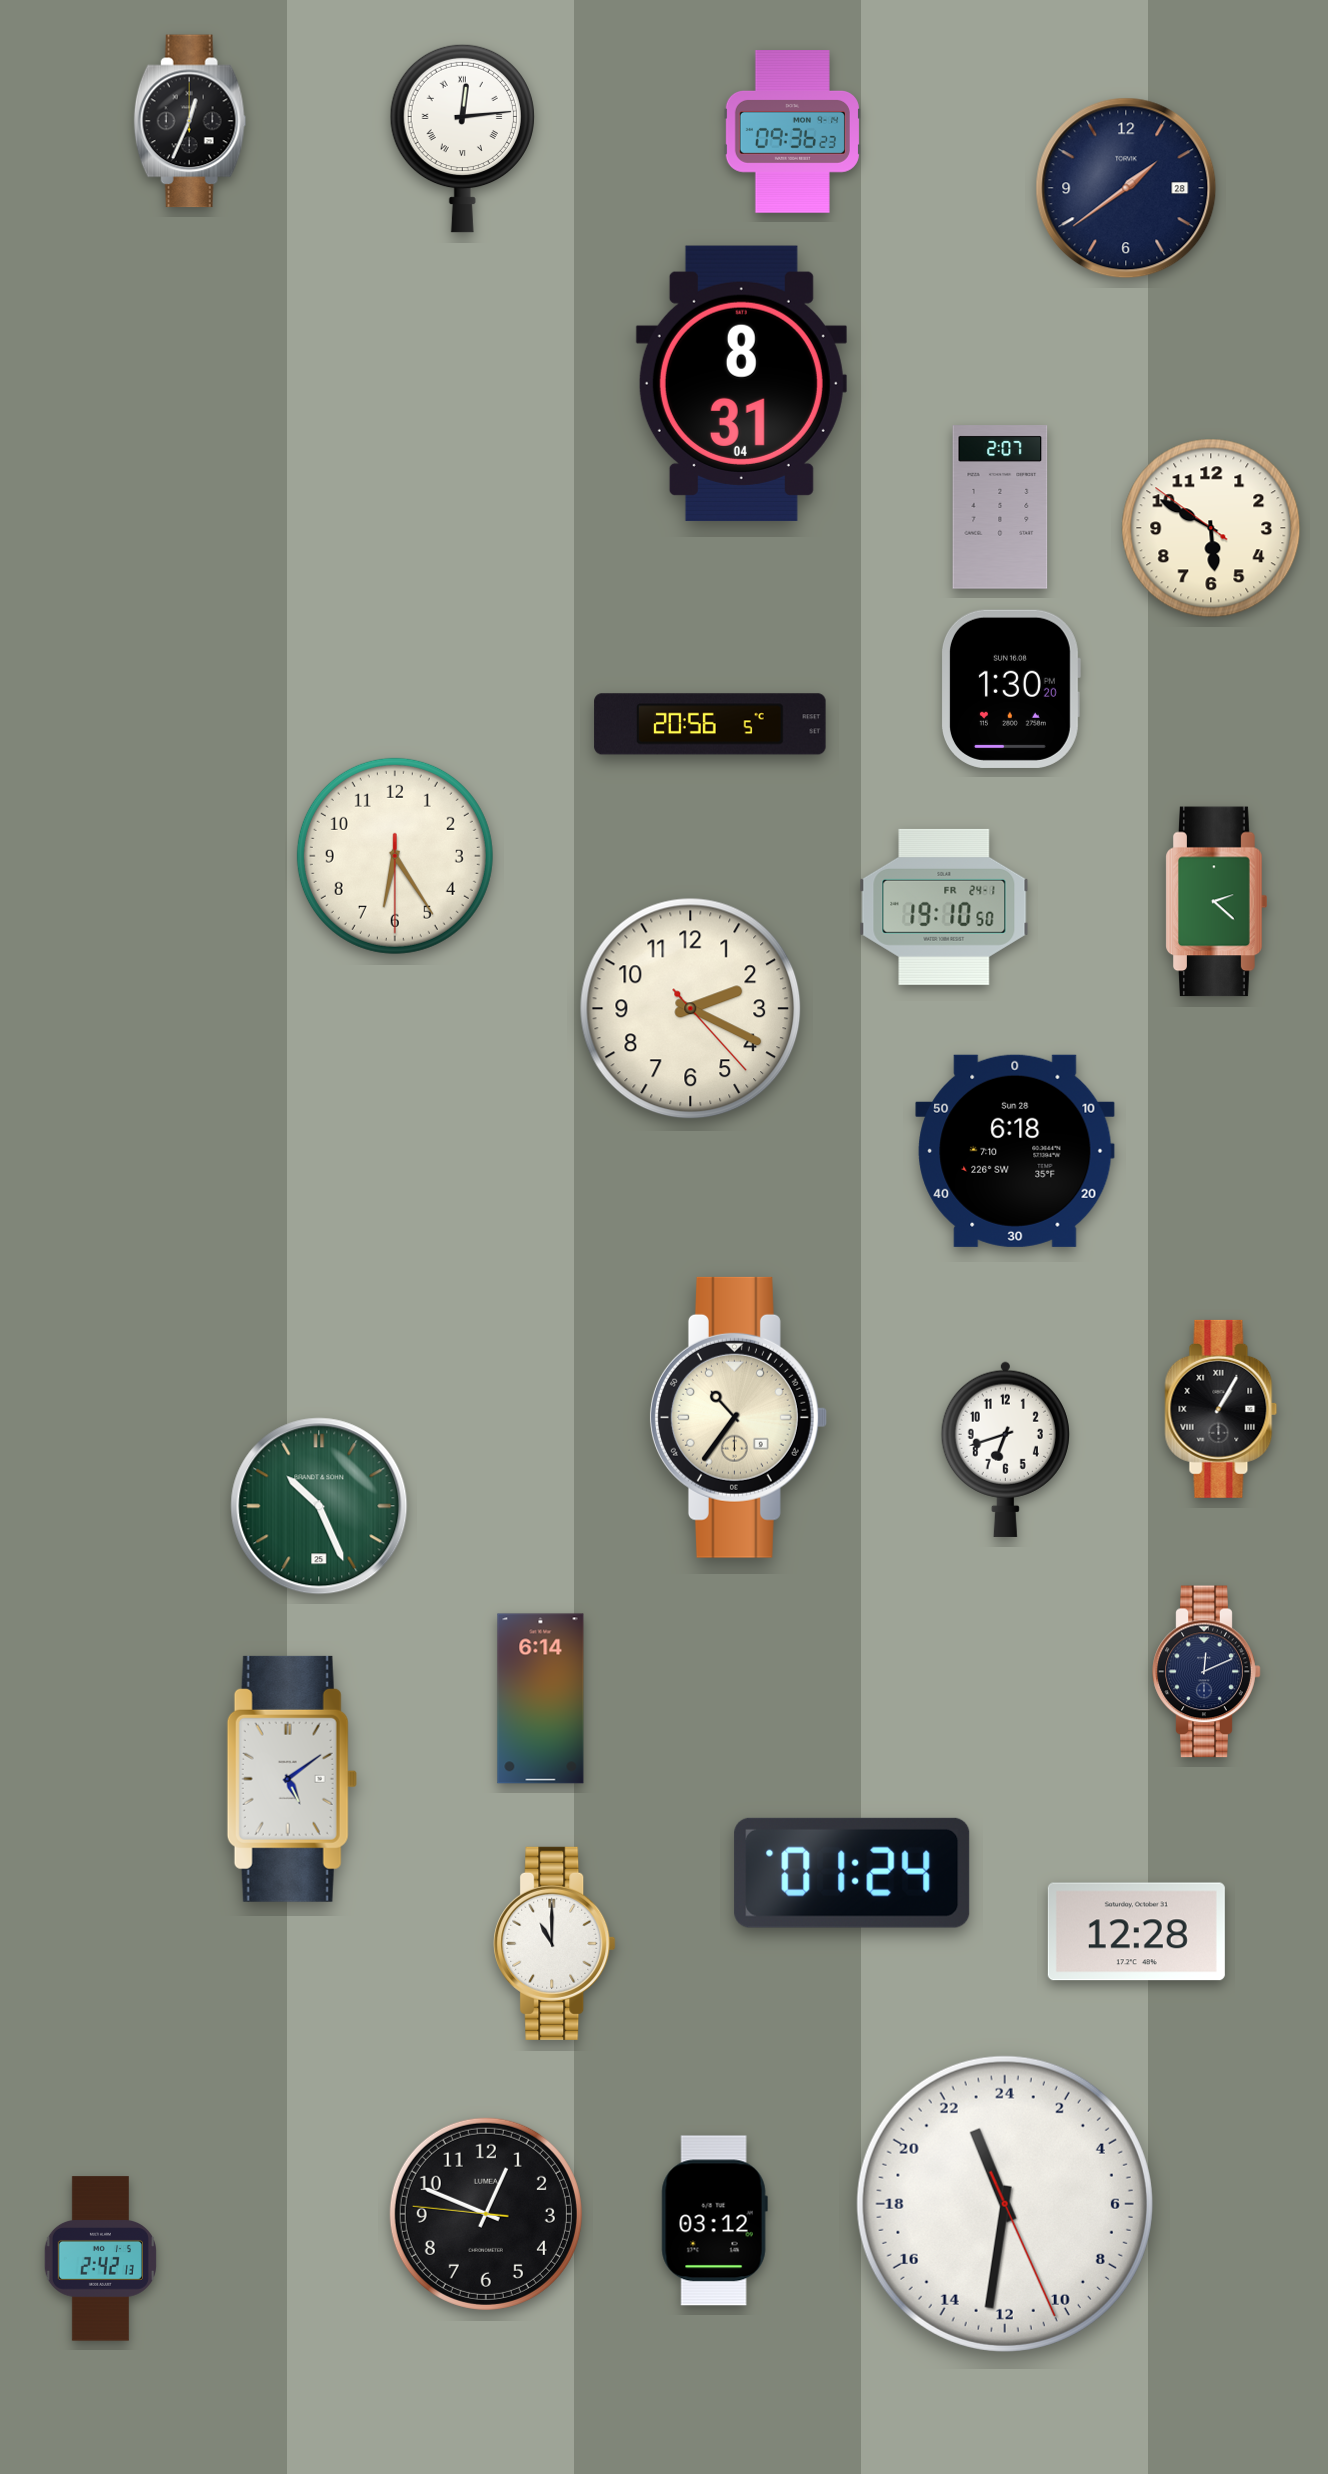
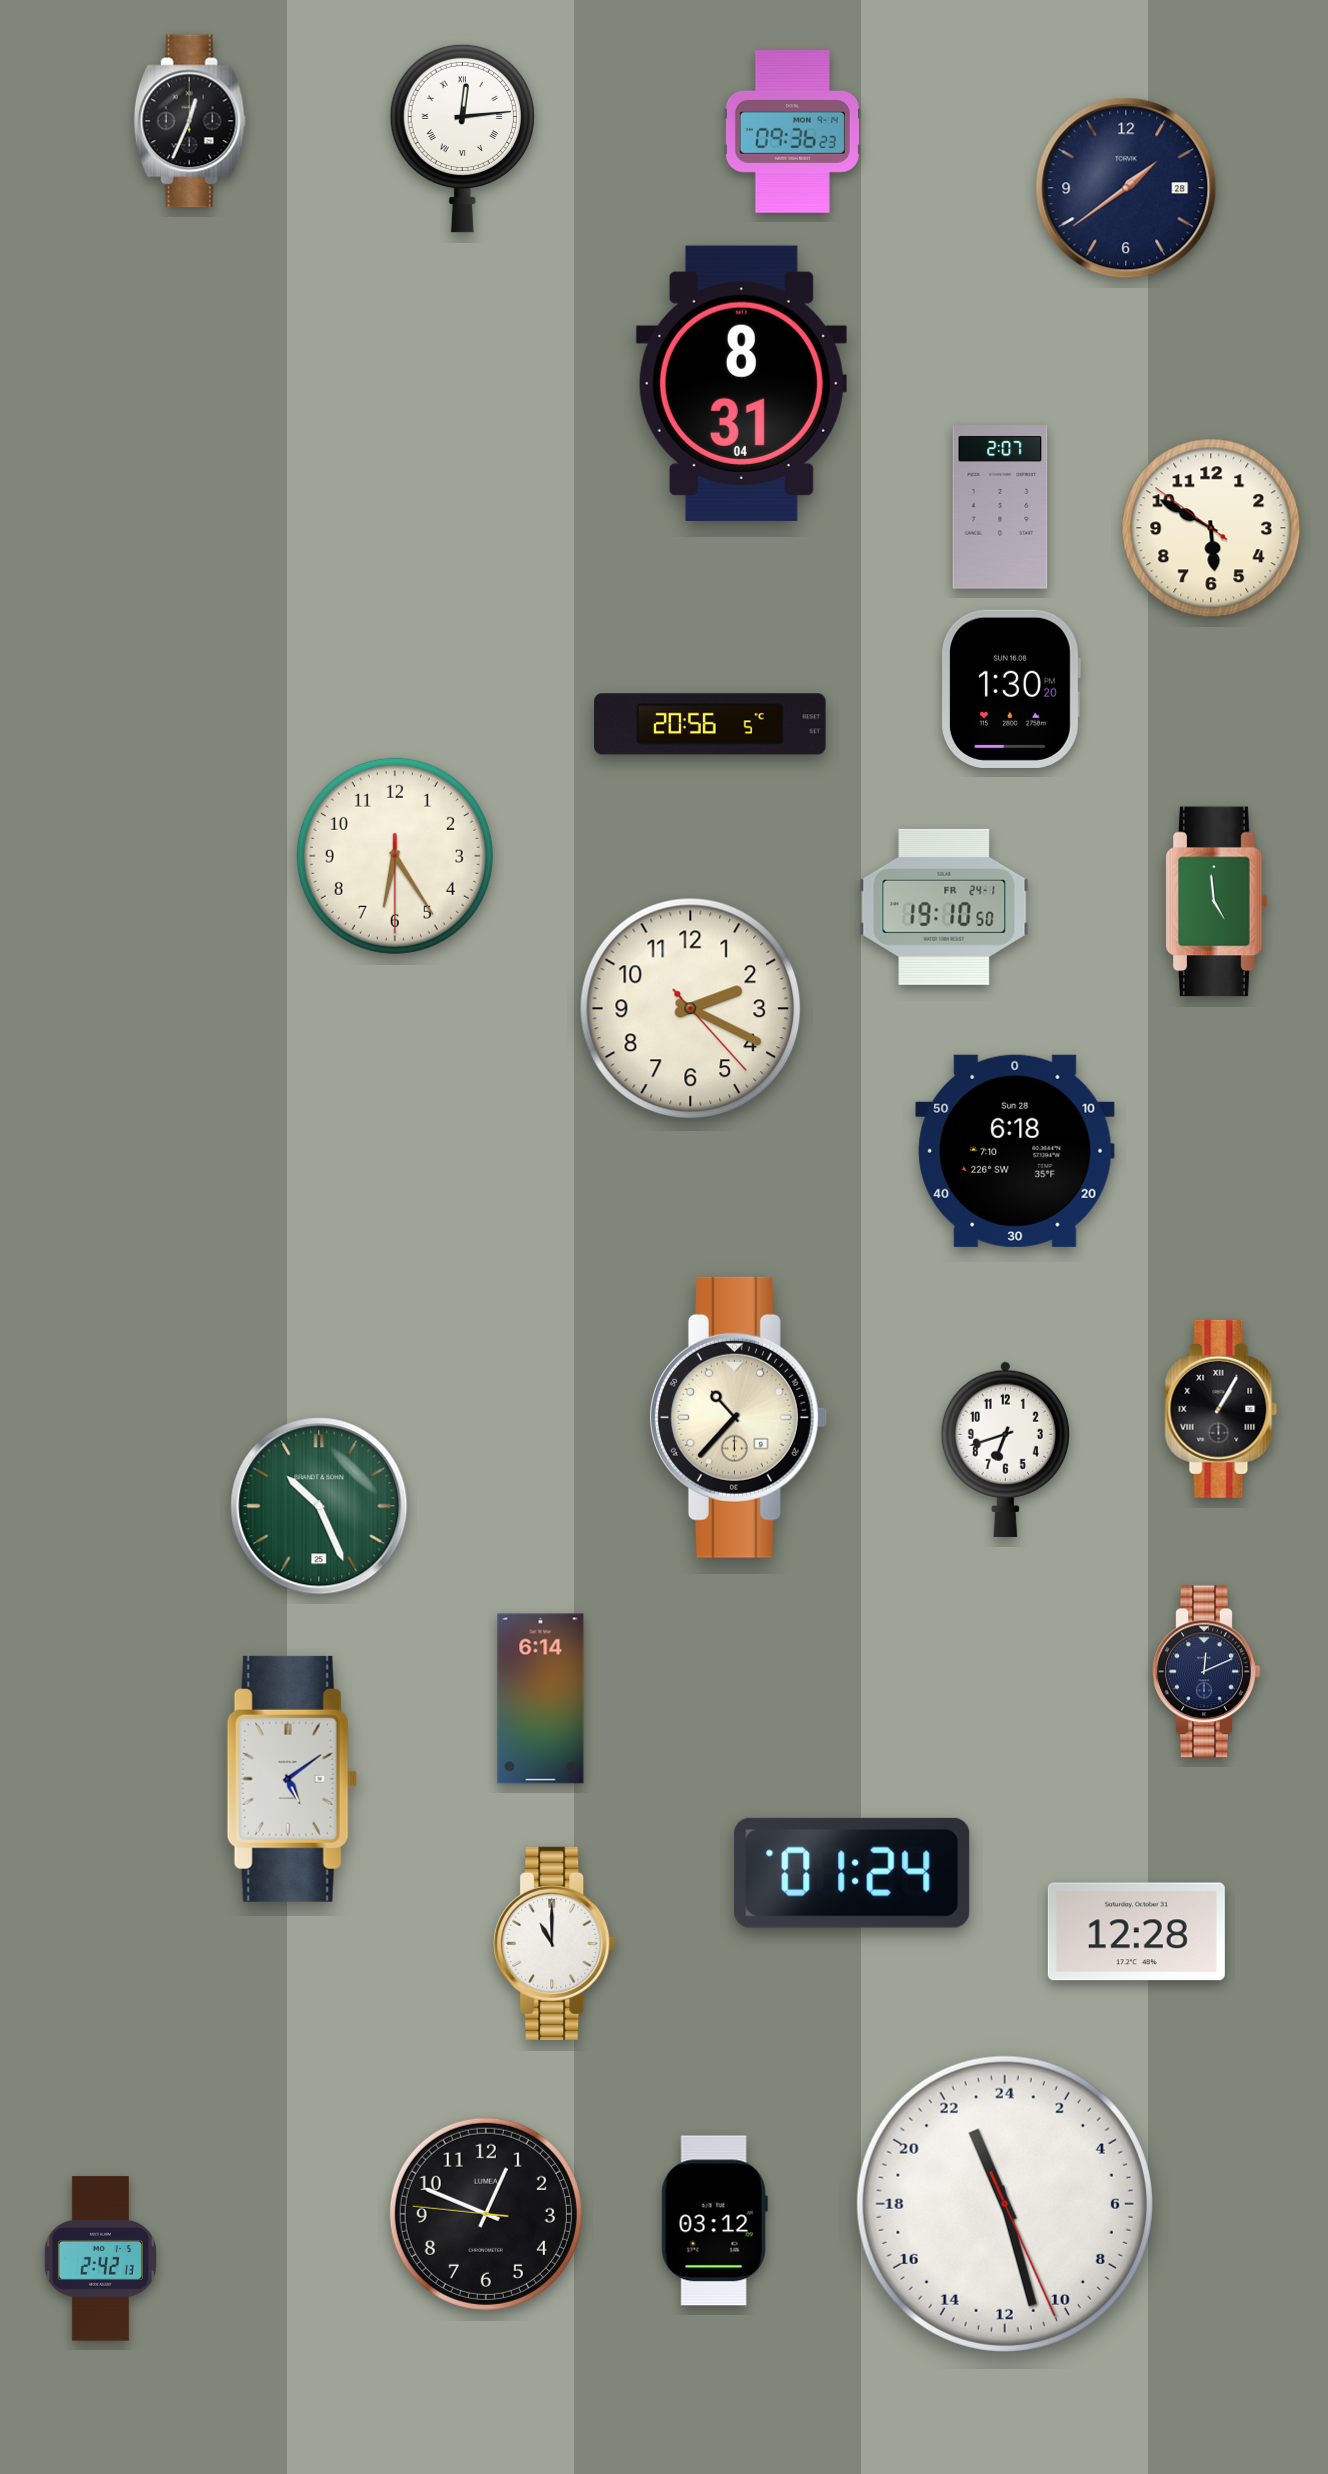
clock at (1217, 902): 2:22 -> 4:59
clock at (738, 1417): 10:36 -> 10:37
clock at (1005, 2204): 22:31 -> 22:27
